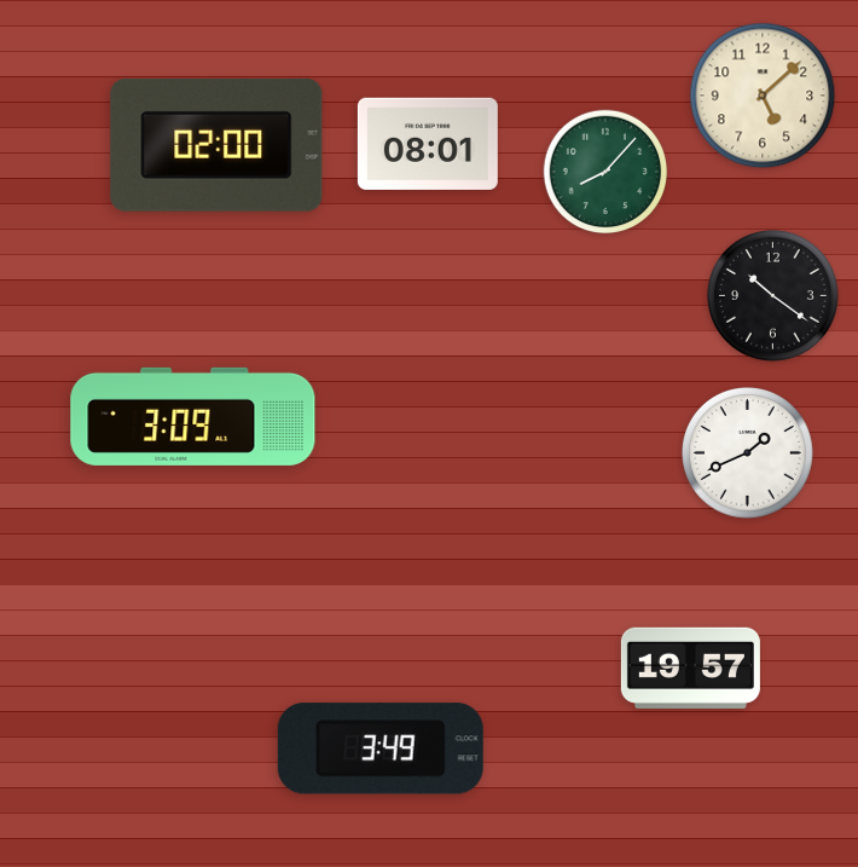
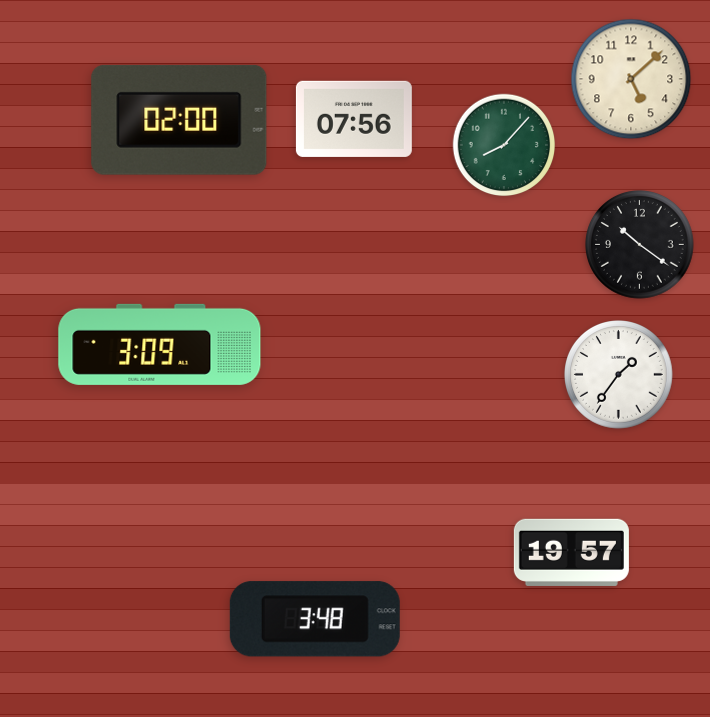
clock at (428, 144): 08:01 -> 07:56
clock at (605, 172) position: (605, 172) -> (504, 145)
clock at (748, 453): 1:41 -> 1:36
clock at (381, 748): 3:49 -> 3:48
